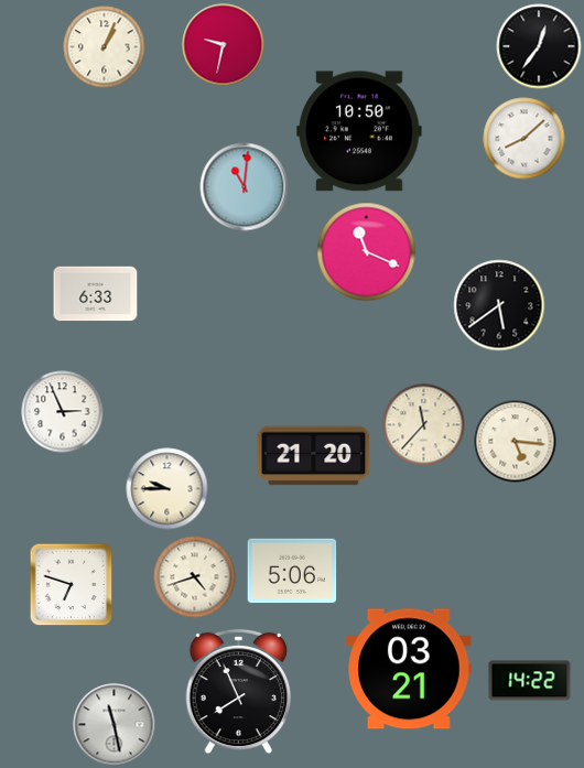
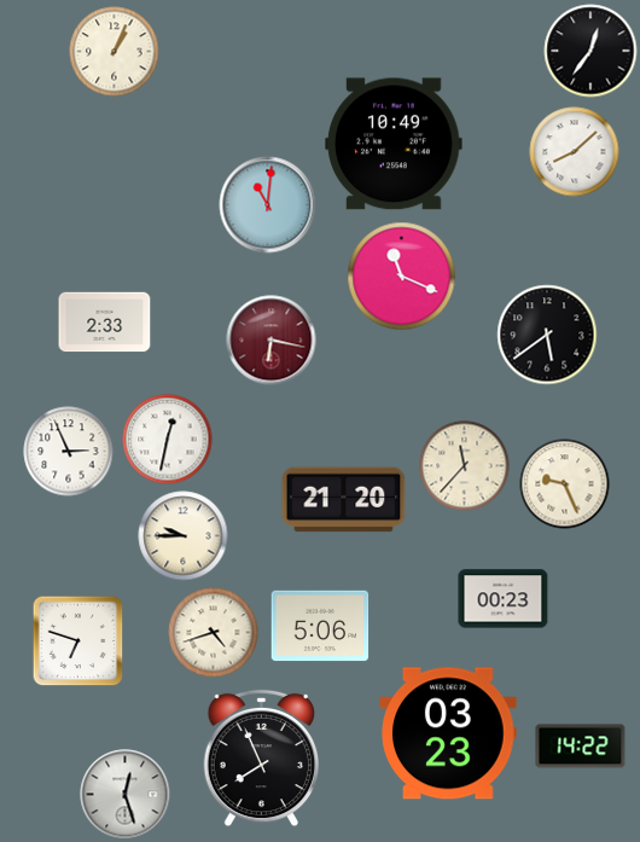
clock at (224, 45): 9:32 -> none
clock at (359, 131): 10:50 -> 10:49
clock at (96, 294): 6:33 -> 2:33
clock at (272, 341): none -> 6:17
clock at (168, 440): none -> 12:32
clock at (516, 442): 5:16 -> 9:26
clock at (504, 599): none -> 00:23
clock at (409, 669): 03:21 -> 03:23
clock at (115, 725): 11:28 -> 12:27
